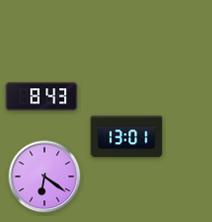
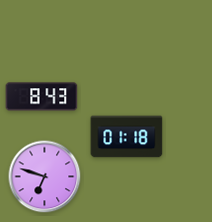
clock at (127, 137): 13:01 -> 01:18
clock at (45, 177): 6:21 -> 6:48
